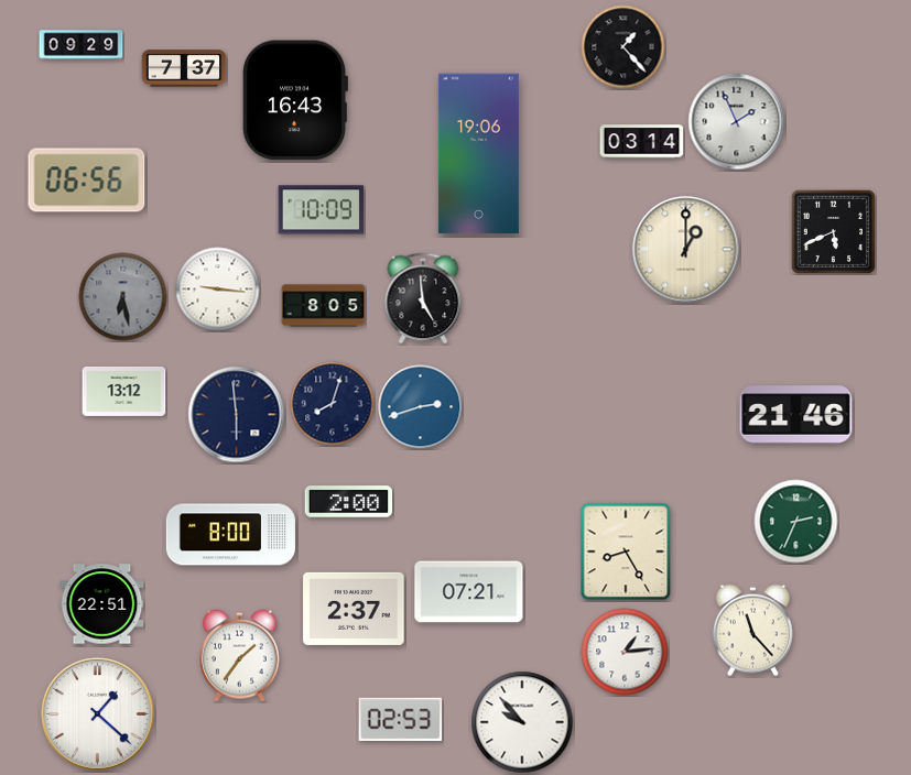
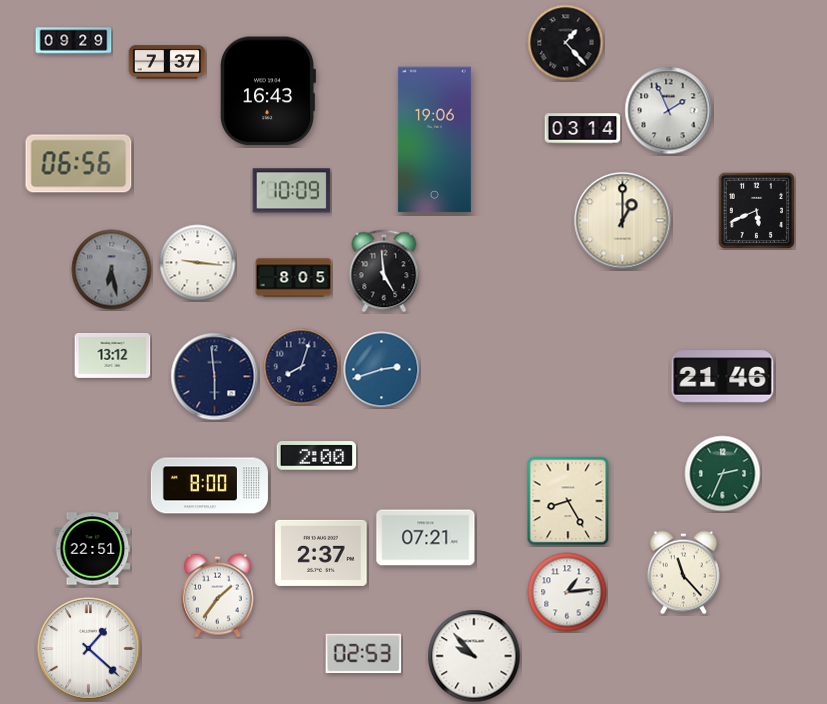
clock at (686, 250) position: (686, 250) -> (623, 221)
